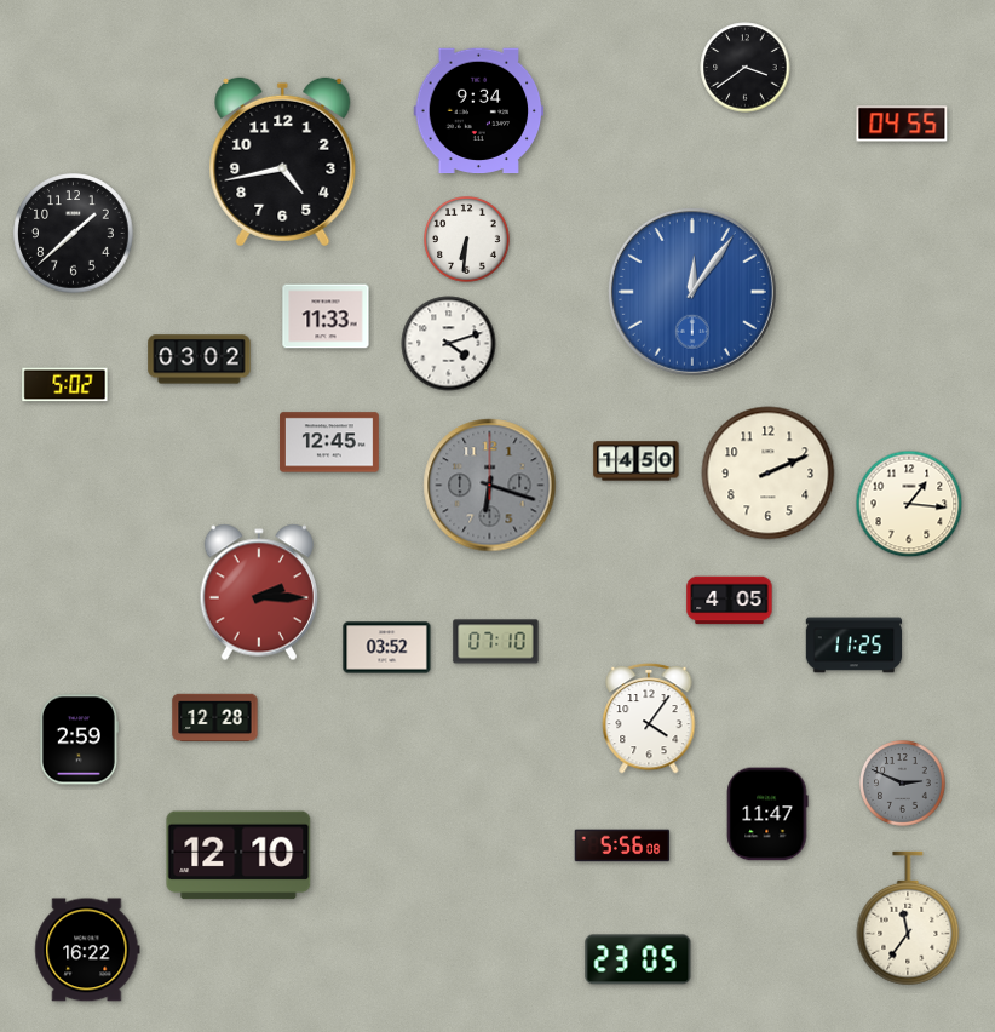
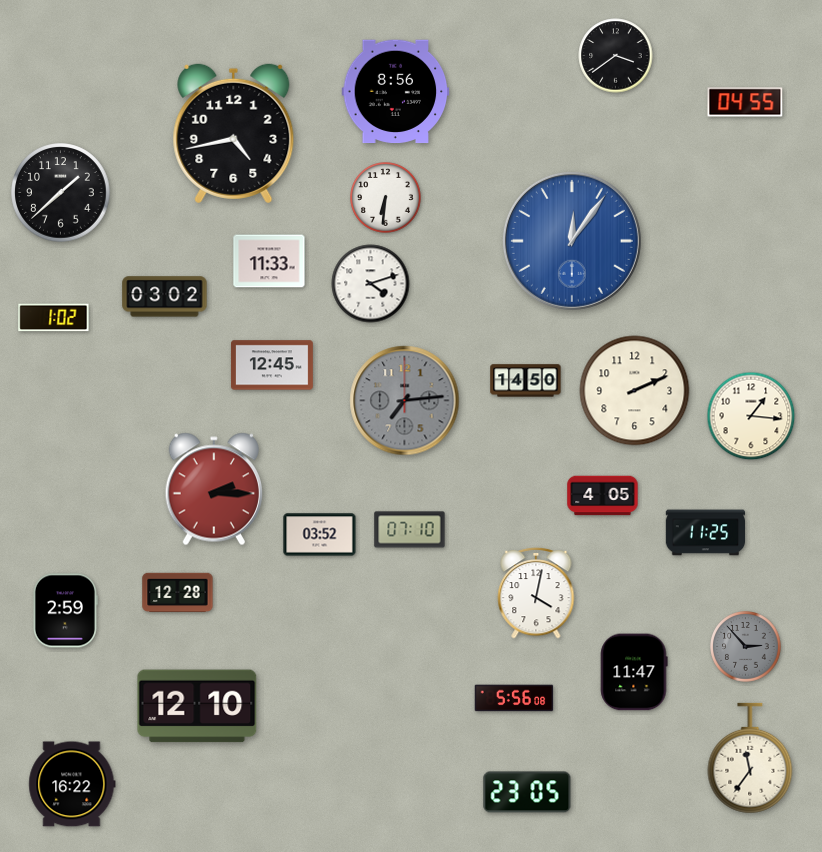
clock at (479, 111): 9:34 -> 8:56
clock at (65, 385): 5:02 -> 1:02
clock at (490, 486): 6:18 -> 7:14
clock at (649, 718): 4:06 -> 4:02
clock at (903, 784): 2:49 -> 2:53
